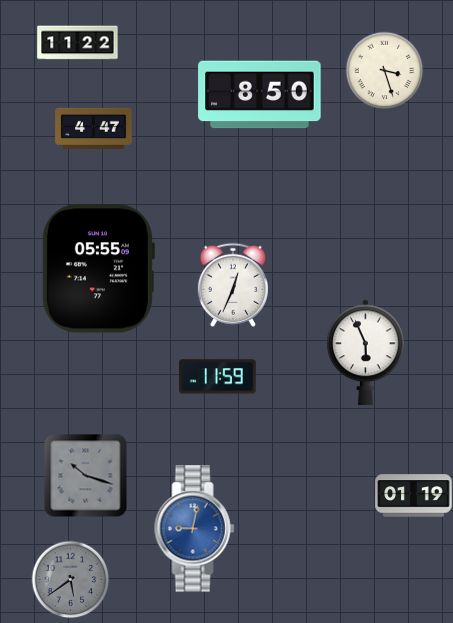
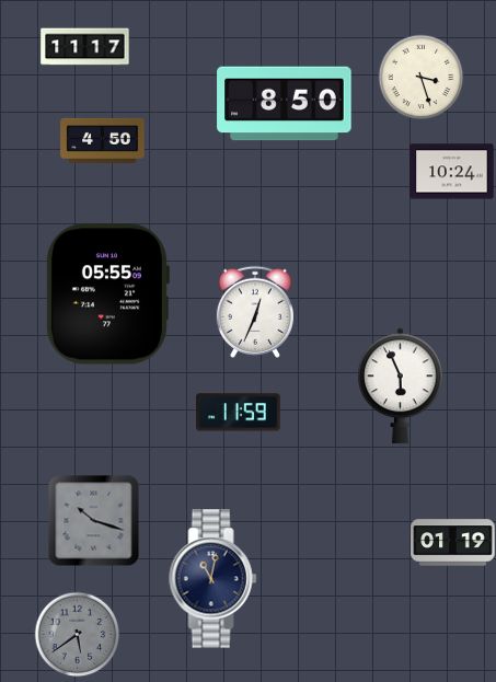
clock at (78, 43): 11:22 -> 11:17
clock at (94, 128): 4:47 -> 4:50
clock at (452, 172): none -> 10:24
clock at (195, 529): 9:02 -> 11:02
clock at (195, 529) dial: blue -> navy
